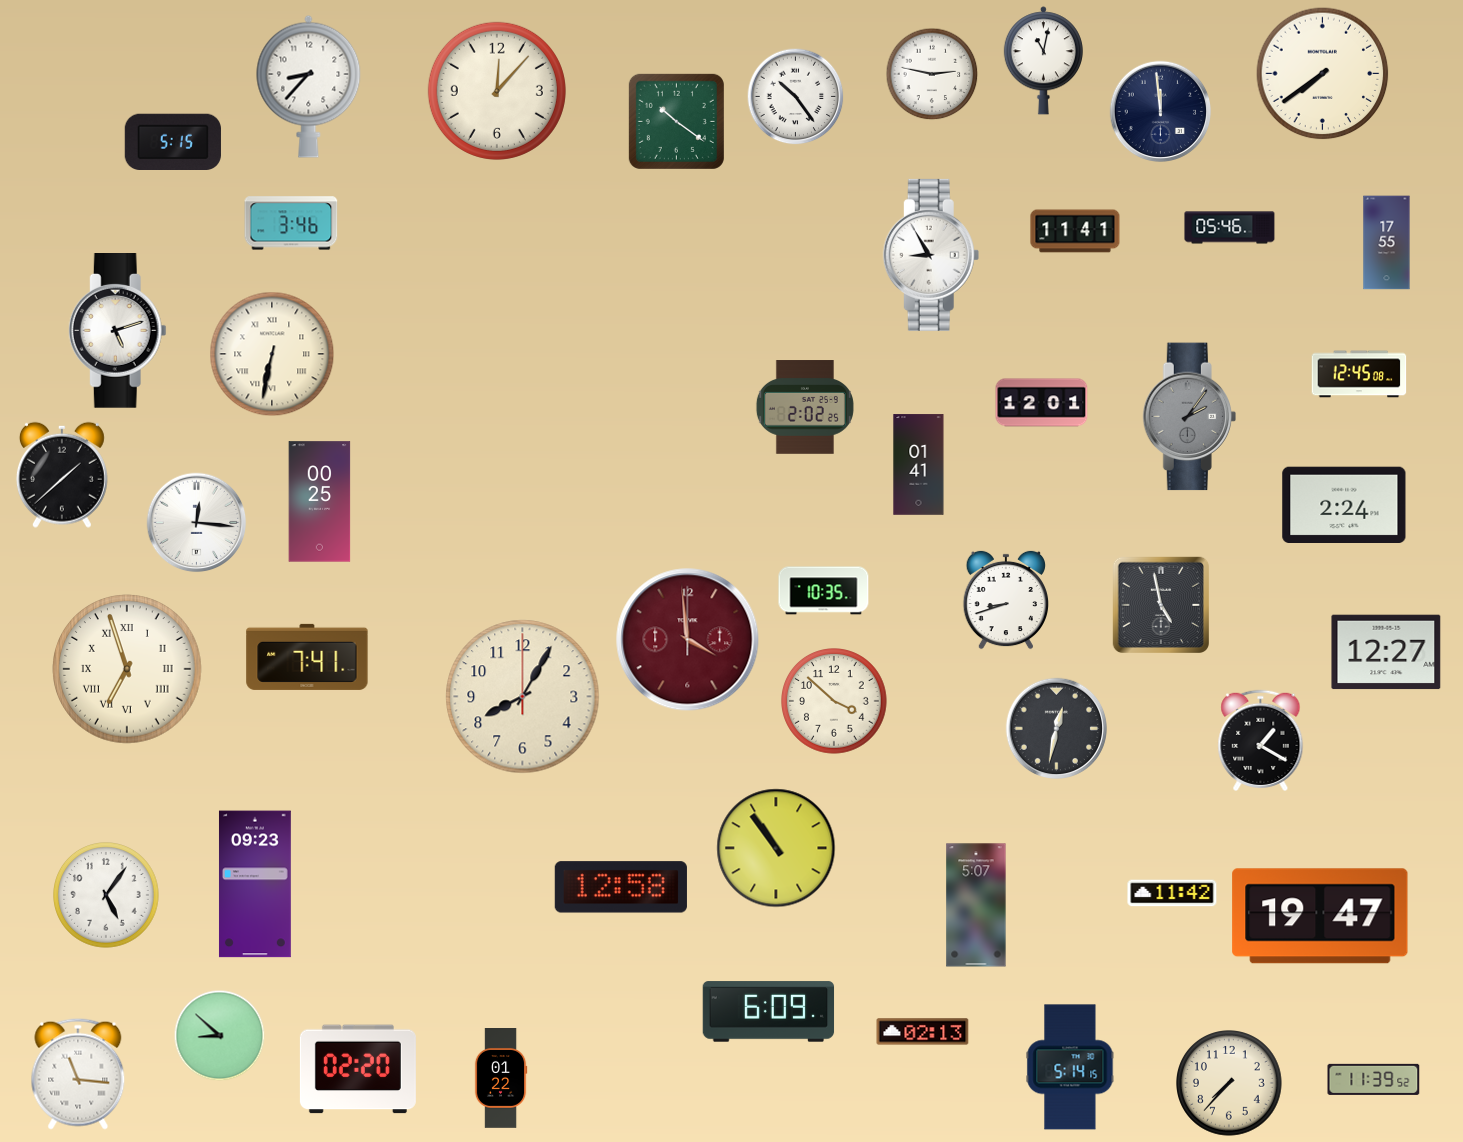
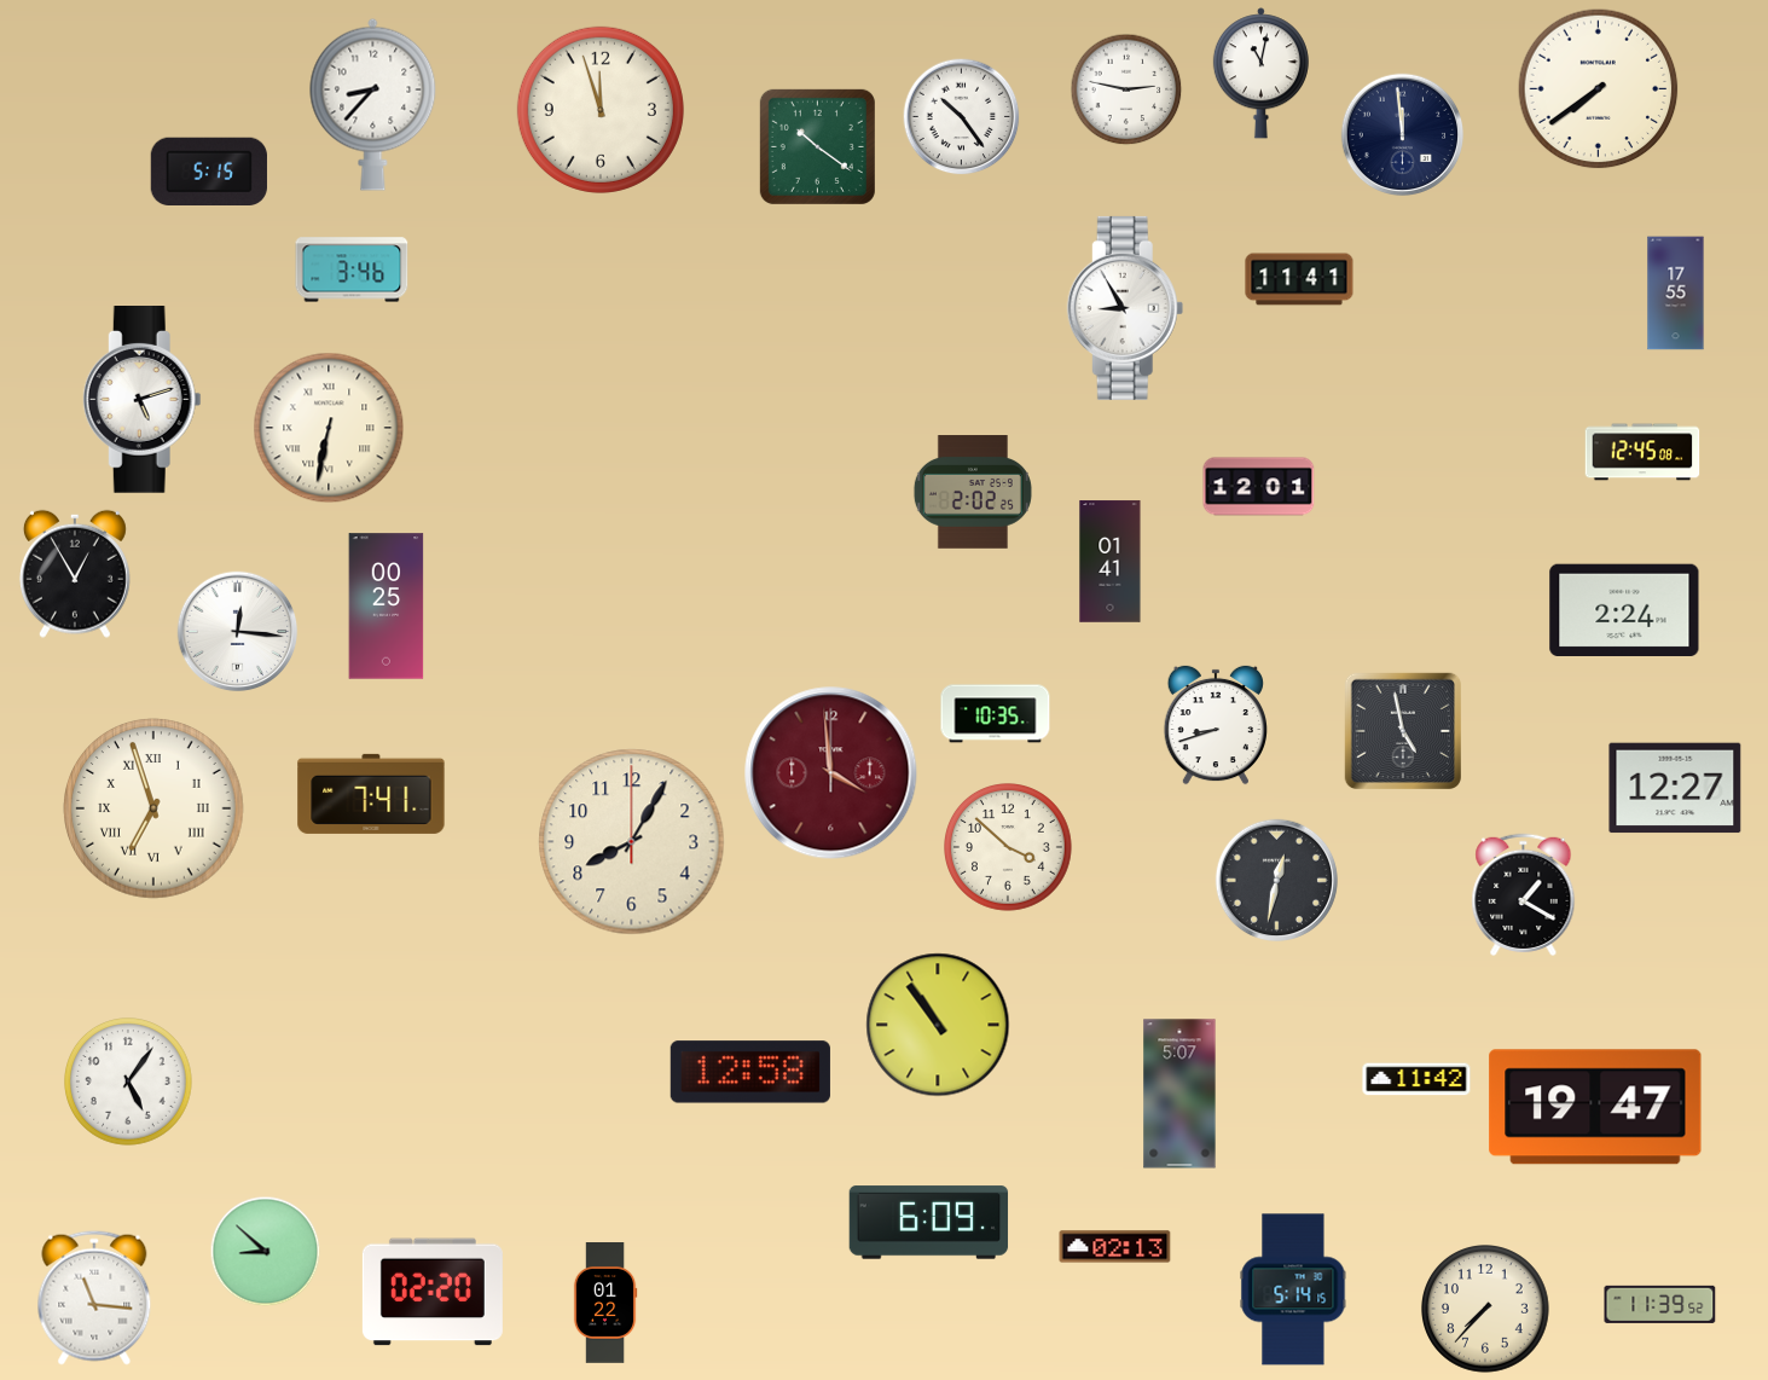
clock at (497, 91): 12:07 -> 11:57
clock at (1230, 228): 05:46 -> none
clock at (1189, 417): 2:06 -> none
clock at (62, 475): 1:38 -> 12:55
clock at (255, 884): 09:23 -> none
